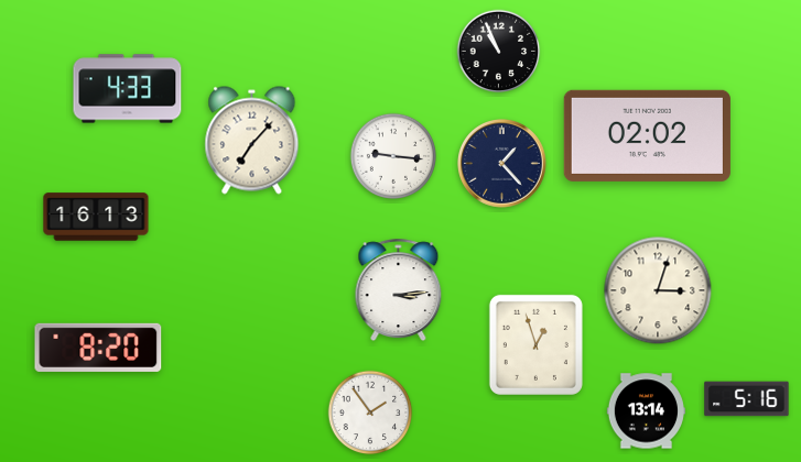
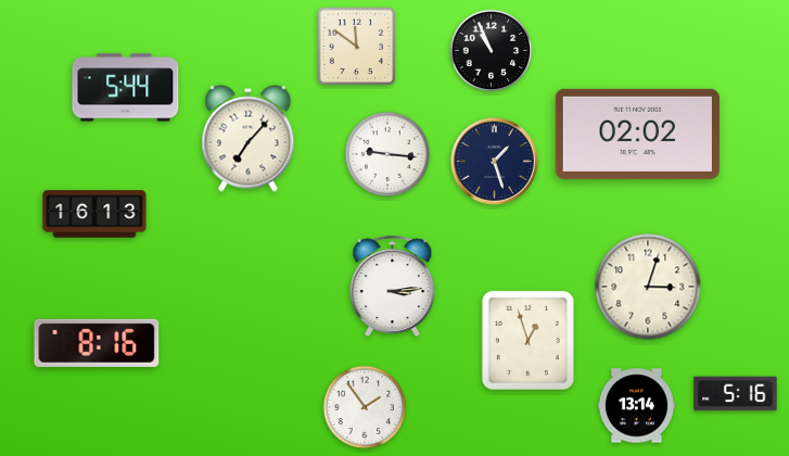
clock at (357, 47): none -> 11:51
clock at (128, 89): 4:33 -> 5:44
clock at (502, 164): 1:23 -> 1:27
clock at (98, 348): 8:20 -> 8:16
